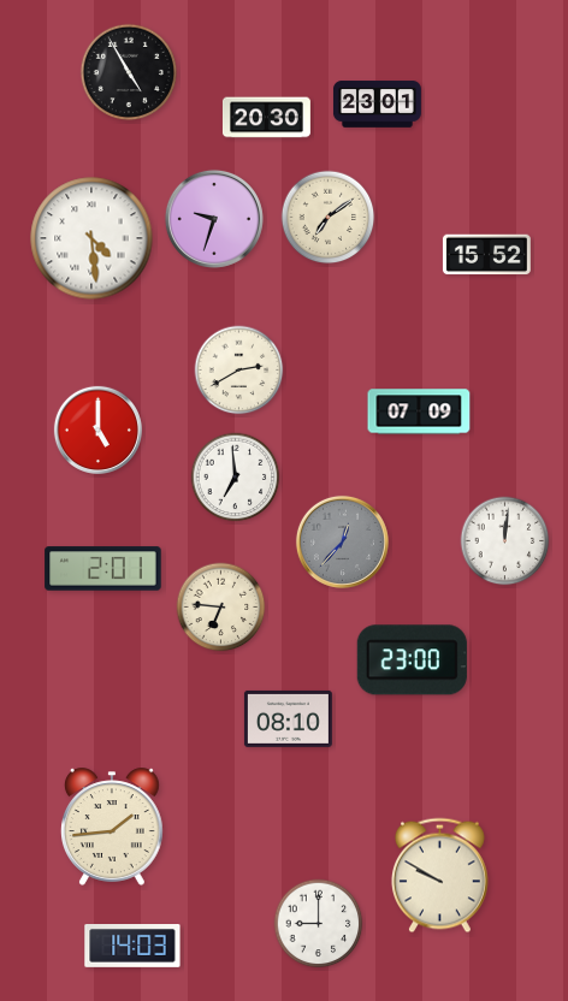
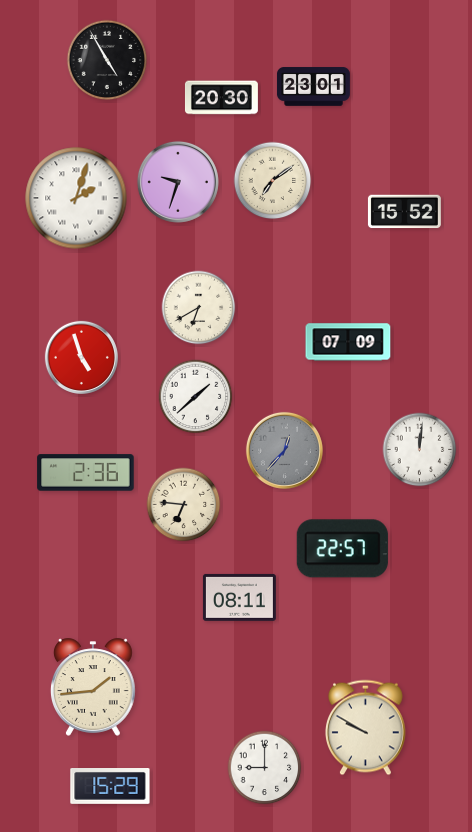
clock at (91, 238): 4:29 -> 2:03
clock at (239, 371): 2:40 -> 6:40
clock at (97, 430): 5:00 -> 4:57
clock at (236, 478): 6:59 -> 1:38
clock at (103, 569): 2:01 -> 2:36
clock at (412, 661): 23:00 -> 22:57
clock at (288, 718): 08:10 -> 08:11
clock at (132, 947): 14:03 -> 15:29
